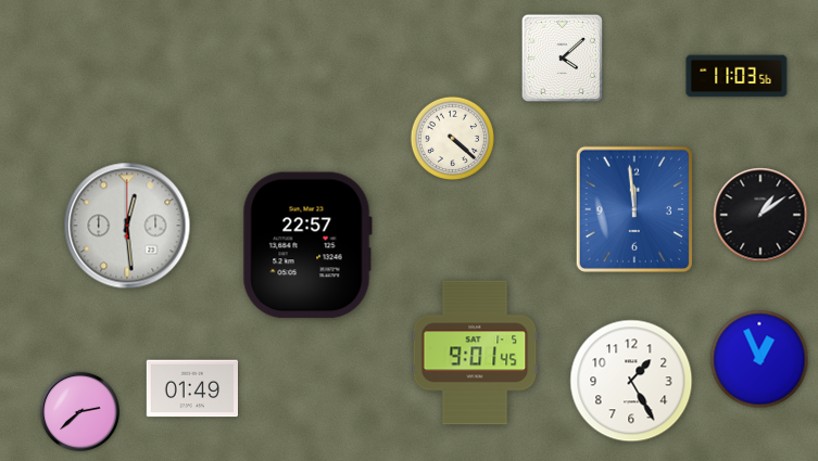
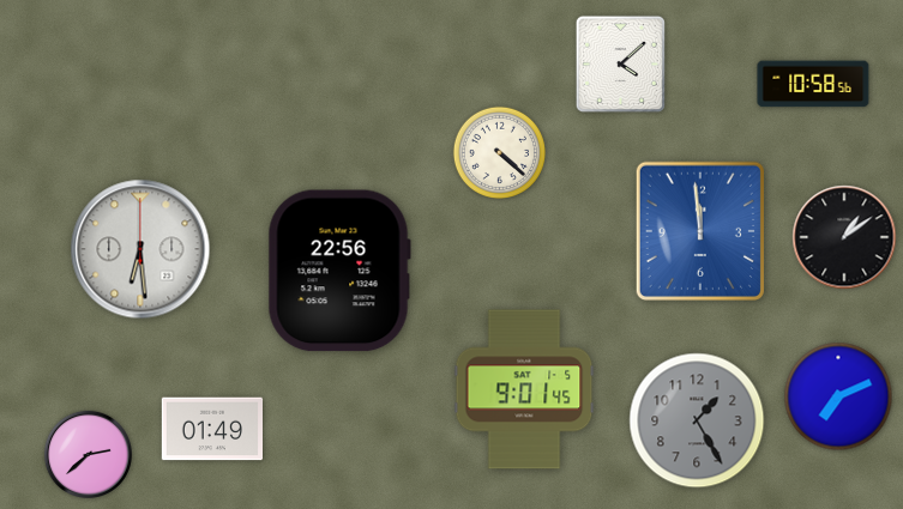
clock at (737, 76): 11:03 -> 10:58
clock at (760, 215) position: (760, 215) -> (844, 237)
clock at (127, 226): 12:29 -> 6:29
clock at (307, 245): 22:57 -> 22:56
clock at (759, 359): 12:56 -> 7:11
clock at (631, 381) dial: white -> grey
